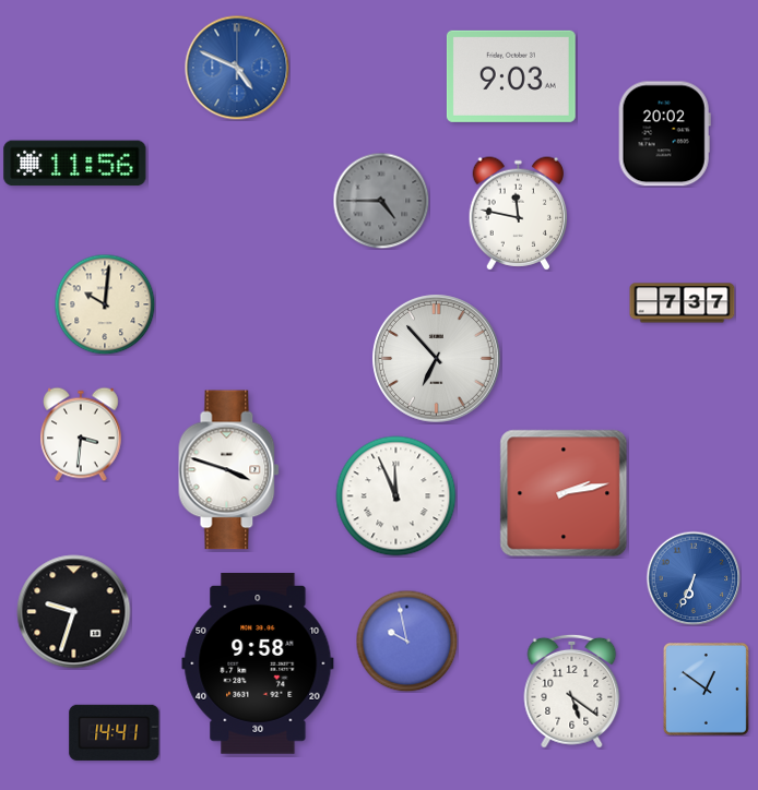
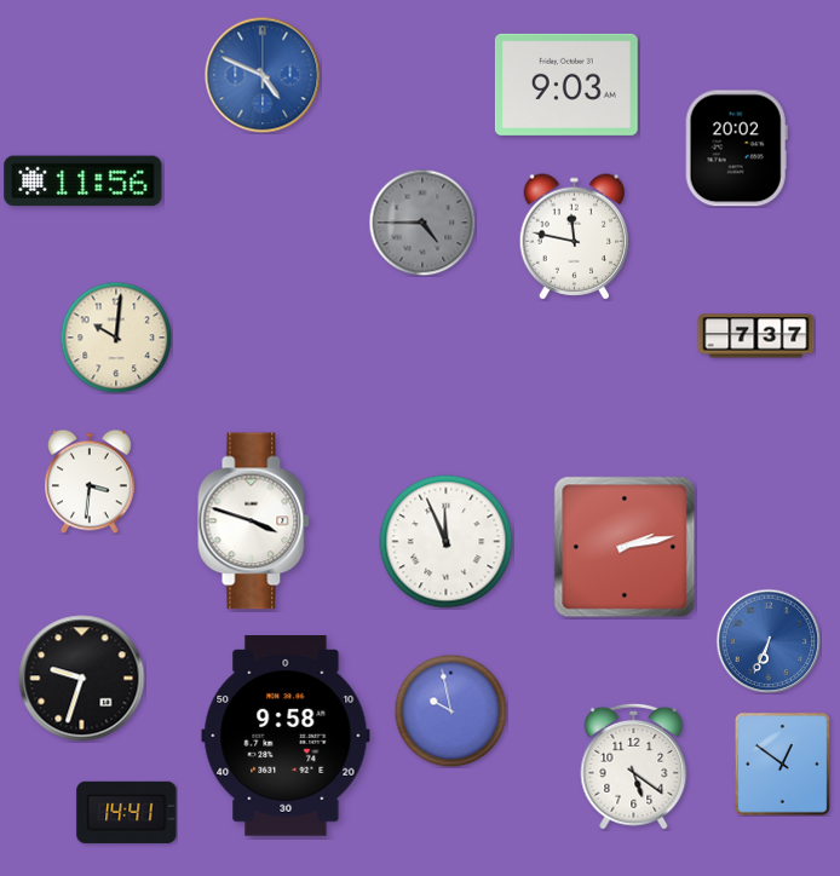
clock at (437, 359): 6:53 -> none
clock at (396, 496) position: (396, 496) -> (447, 542)
